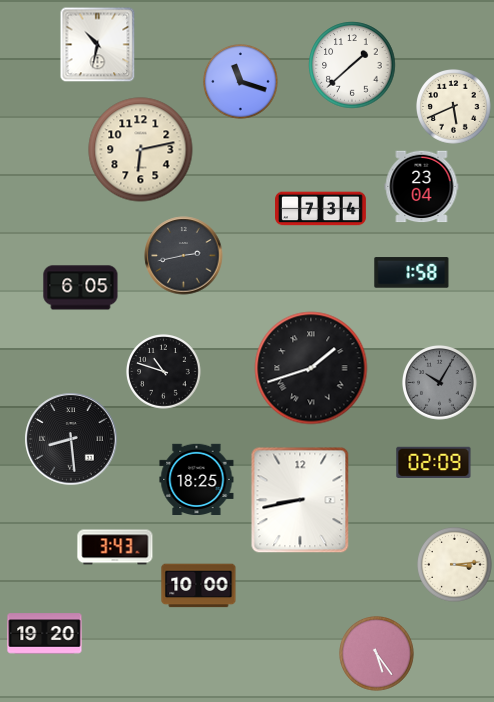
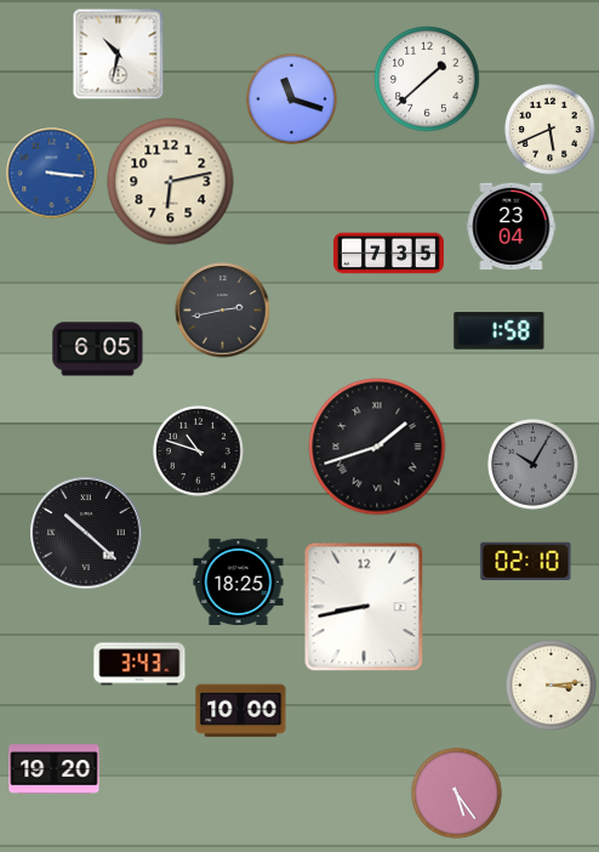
clock at (52, 174): none -> 3:16
clock at (321, 209): 7:34 -> 7:35
clock at (71, 439): 8:29 -> 10:22
clock at (434, 463): 02:09 -> 02:10
